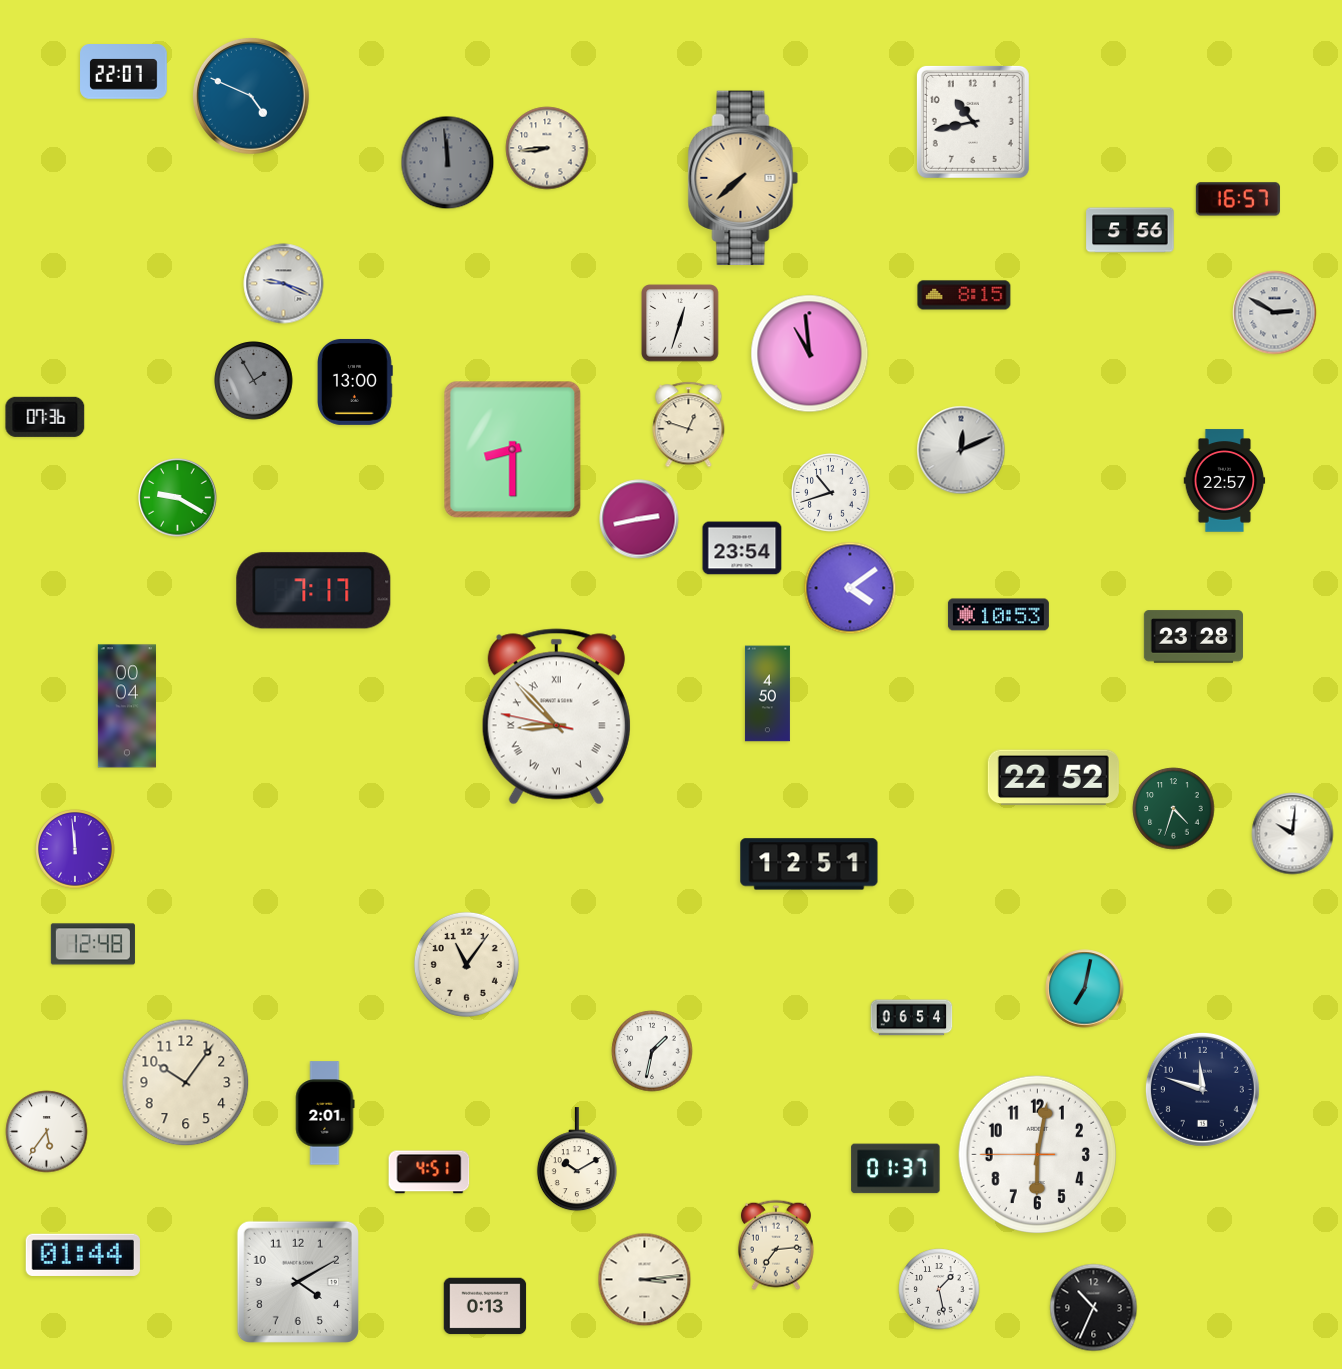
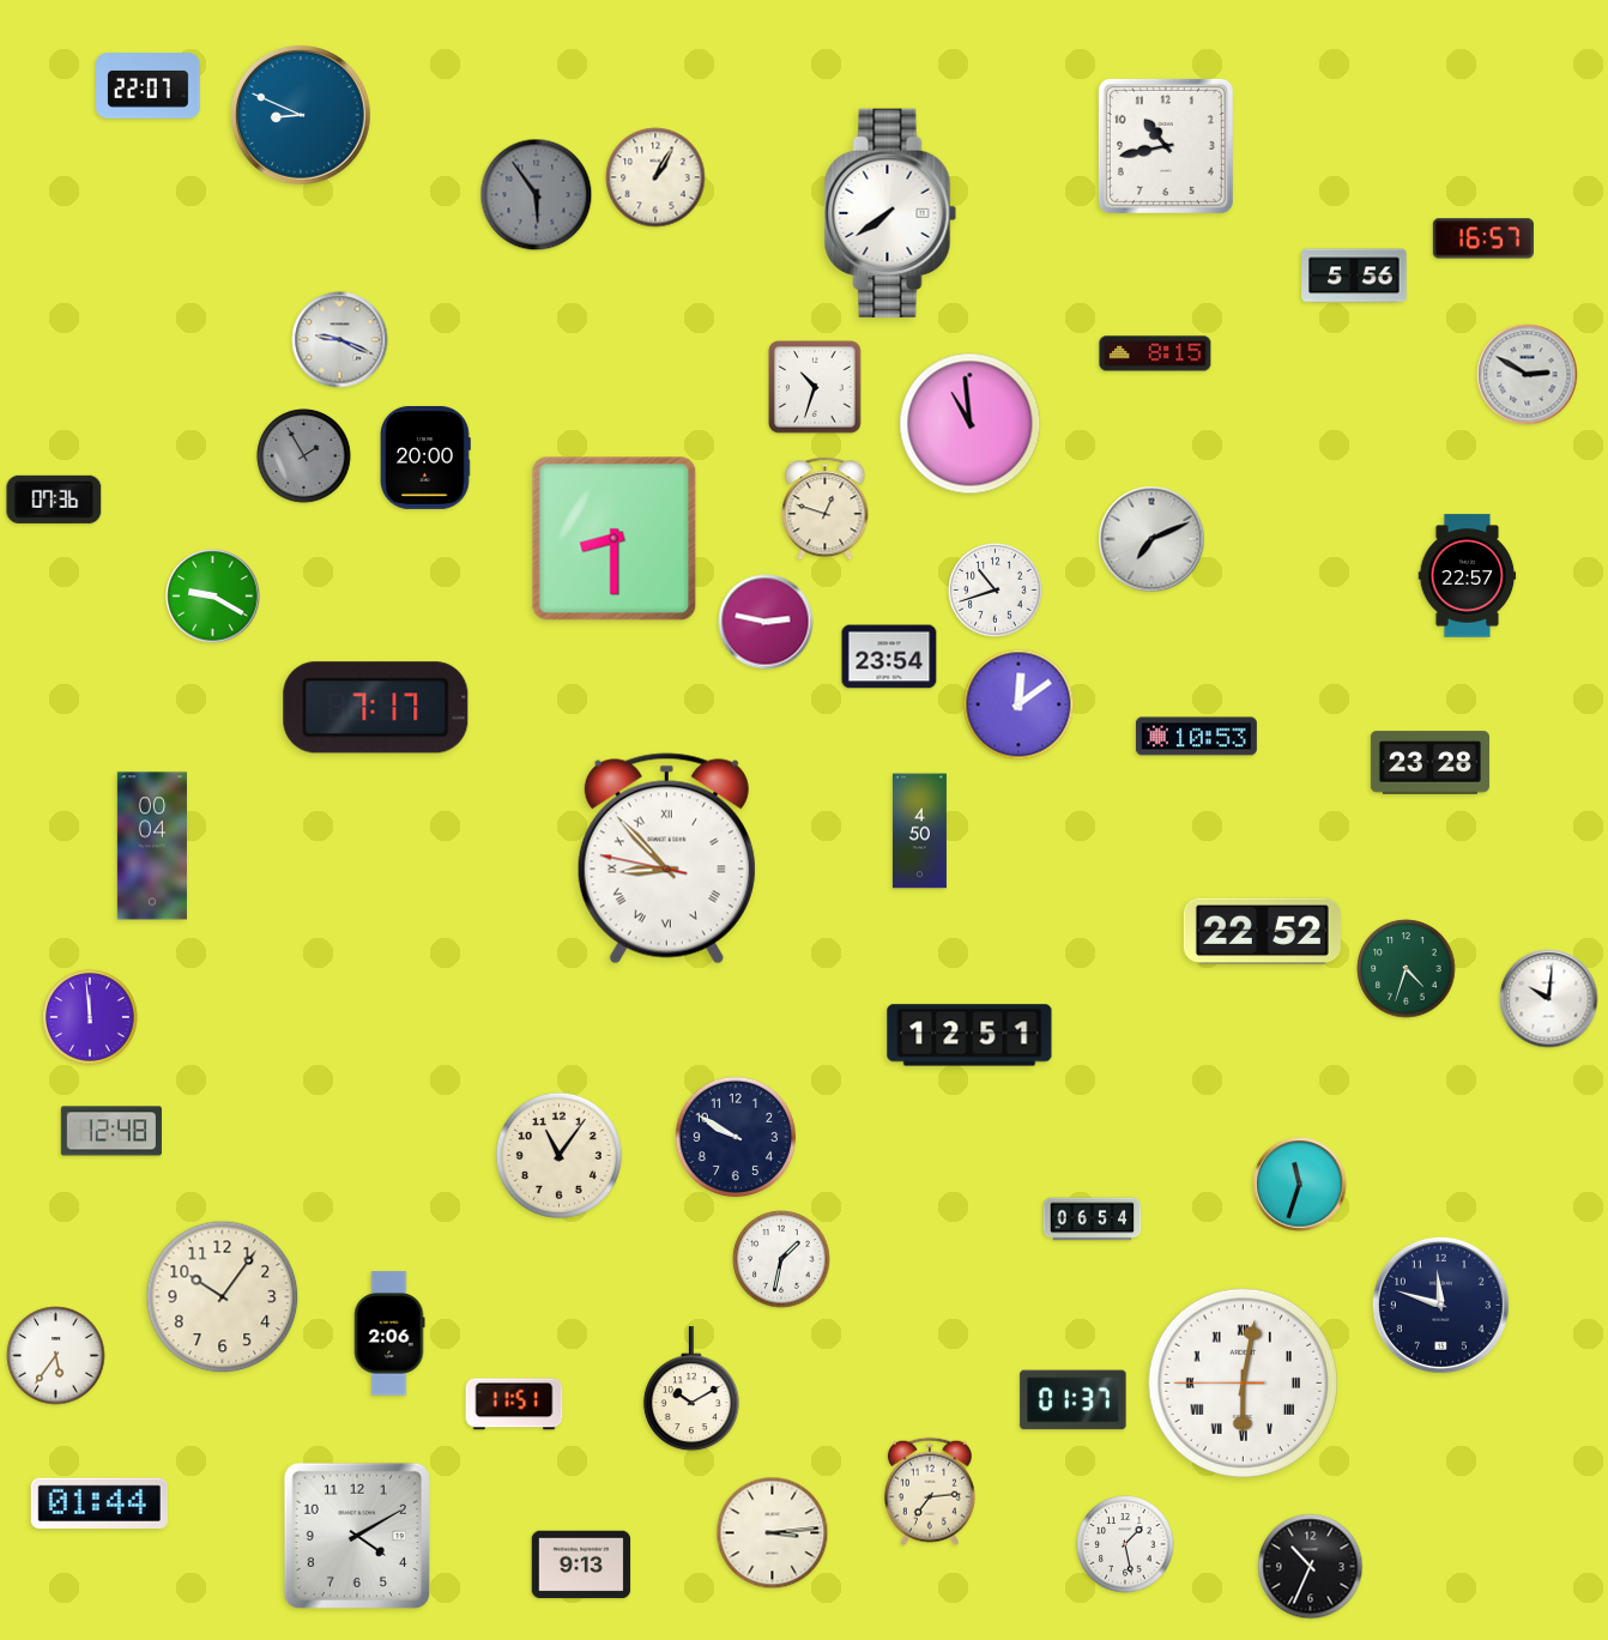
clock at (251, 96): 4:49 -> 8:49
clock at (547, 148): 8:44 -> 1:05
clock at (448, 163): 11:59 -> 5:54
clock at (743, 178): 7:38 -> 7:39
clock at (743, 178) dial: champagne -> white
clock at (680, 323): 12:33 -> 10:33
clock at (356, 382): 13:00 -> 20:00
clock at (961, 450): 12:11 -> 7:11
clock at (639, 519): 2:43 -> 2:47
clock at (850, 588): 4:09 -> 12:09
clock at (736, 1137): none -> 9:50
clock at (1085, 989): 7:02 -> 11:33
clock at (325, 1113): 2:01 -> 2:06
clock at (1038, 1155) numerals: Arabic -> Roman
clock at (429, 1172): 4:51 -> 11:51
clock at (485, 1306): 0:13 -> 9:13
